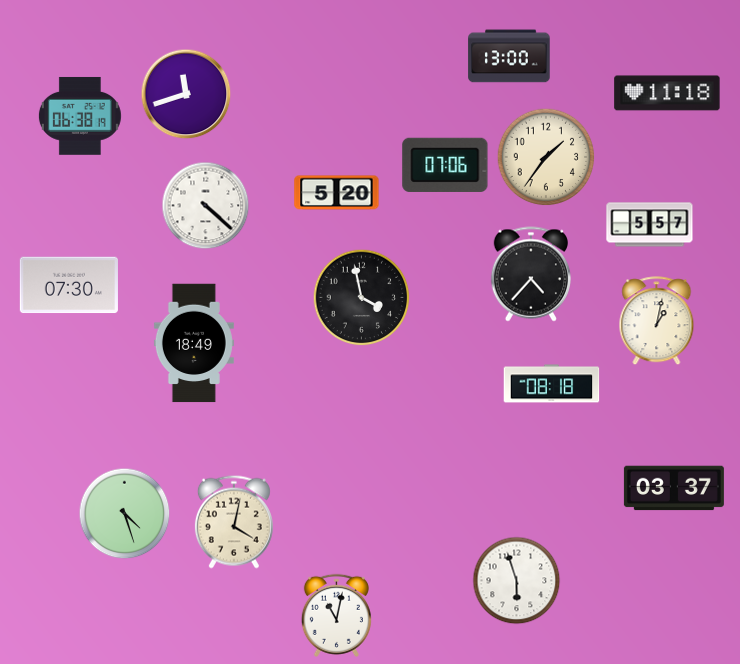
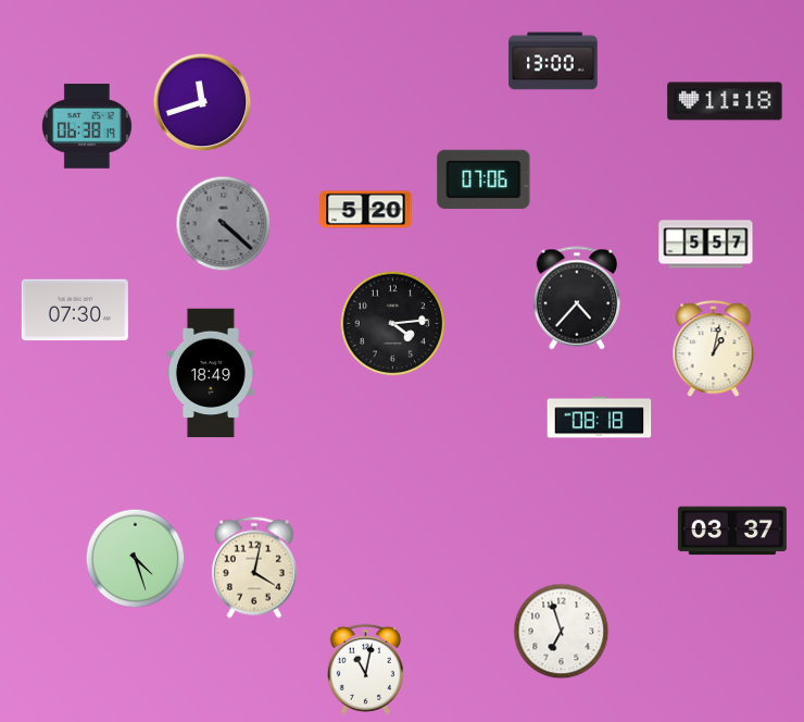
clock at (546, 157): 1:36 -> none
clock at (206, 206) dial: white -> grey
clock at (362, 298): 3:58 -> 4:14
clock at (517, 581): 5:57 -> 6:57
